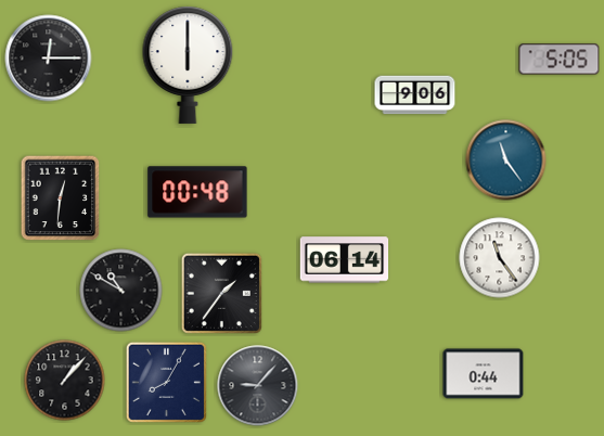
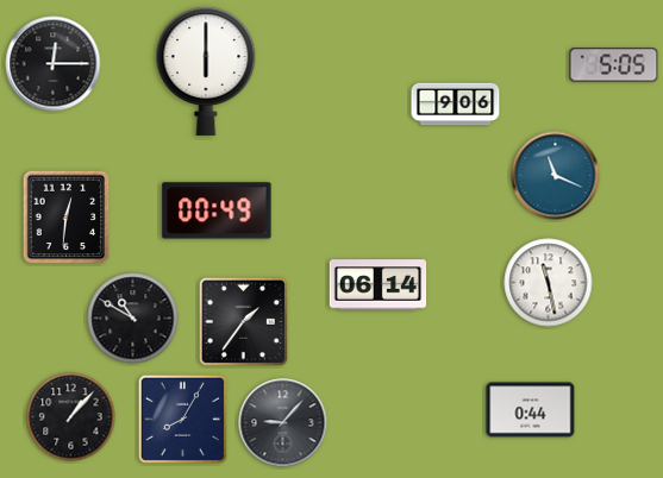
clock at (506, 161): 11:24 -> 11:19
clock at (197, 192): 00:48 -> 00:49
clock at (500, 258): 11:24 -> 11:28
